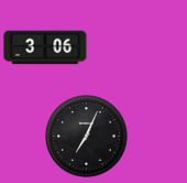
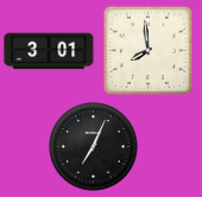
clock at (45, 47): 3:06 -> 3:01
clock at (149, 51): none -> 7:59
